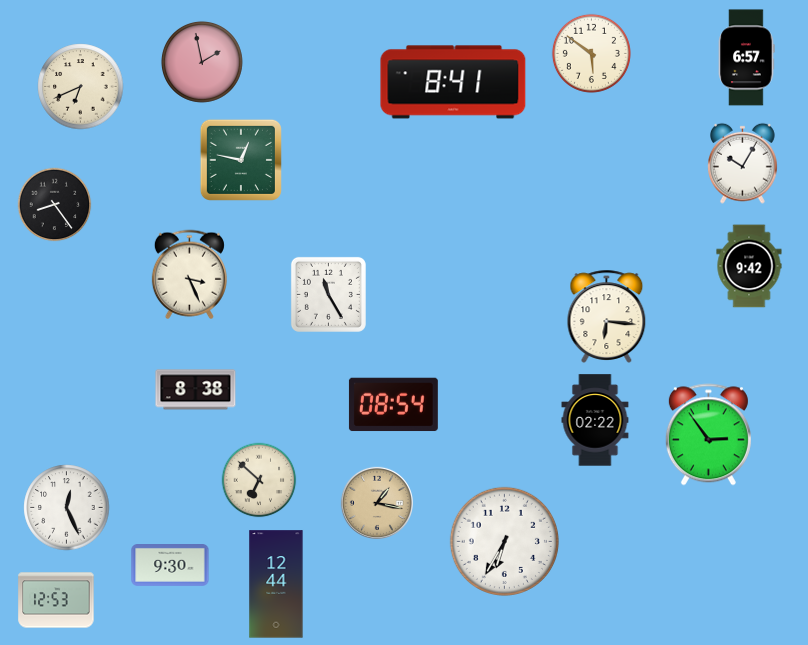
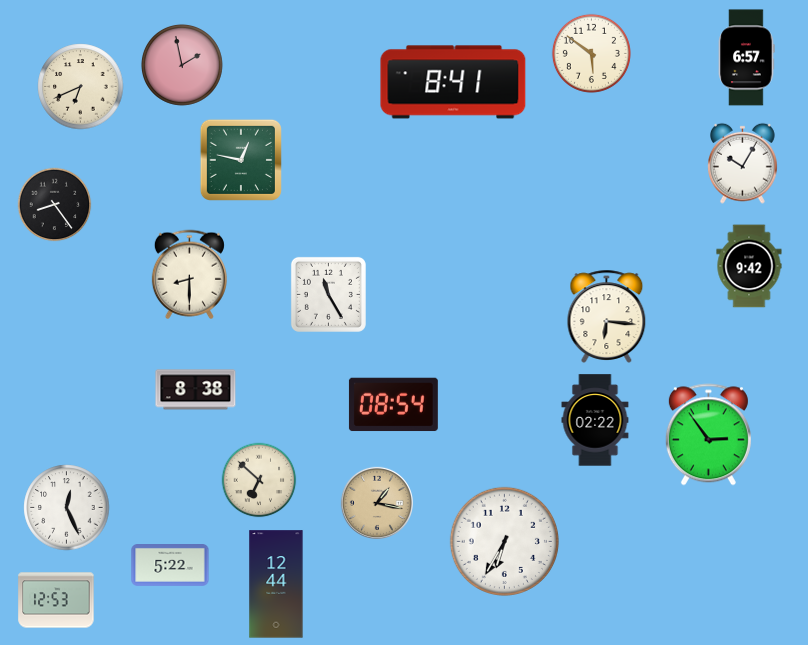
clock at (202, 62) position: (202, 62) -> (182, 65)
clock at (189, 275): 3:26 -> 8:30
clock at (170, 566): 9:30 -> 5:22
